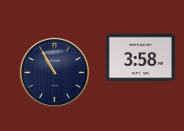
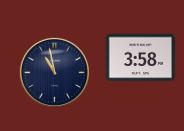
clock at (54, 72): 10:55 -> 10:58
